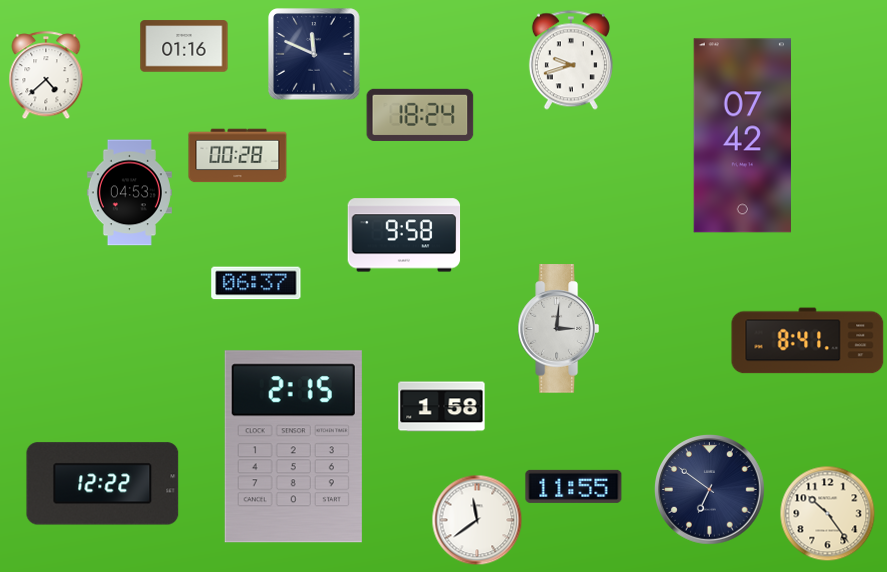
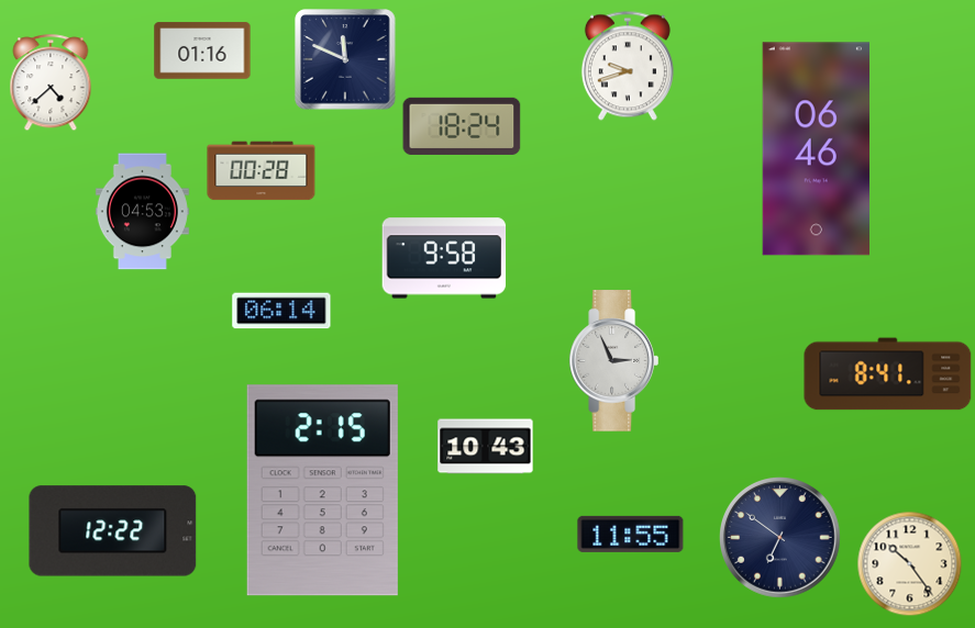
clock at (742, 136): 07:42 -> 06:46
clock at (256, 283): 06:37 -> 06:14
clock at (558, 329): 3:01 -> 2:56
clock at (442, 407): 1:58 -> 10:43
clock at (477, 520): 11:39 -> none
